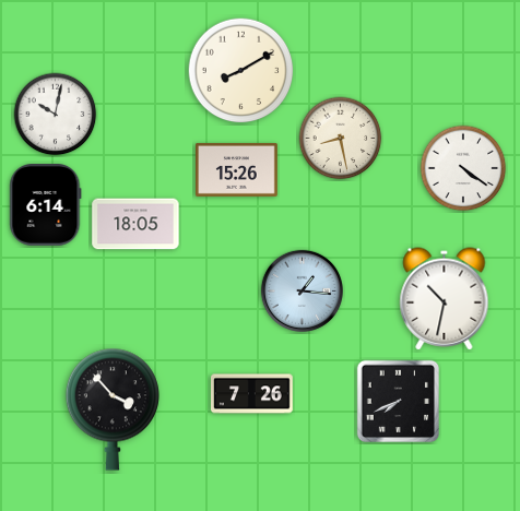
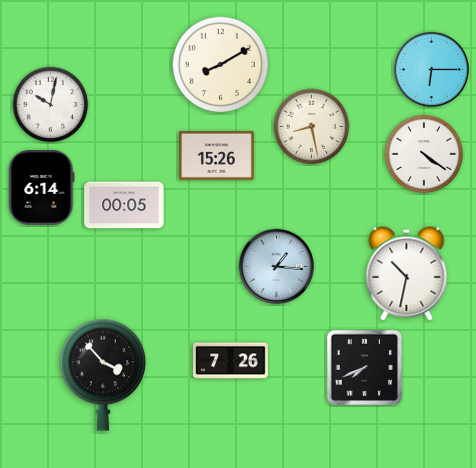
clock at (431, 69): none -> 6:15
clock at (135, 224): 18:05 -> 00:05
